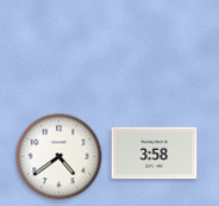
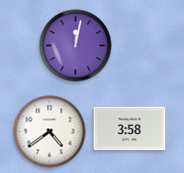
clock at (76, 46): none -> 12:02
